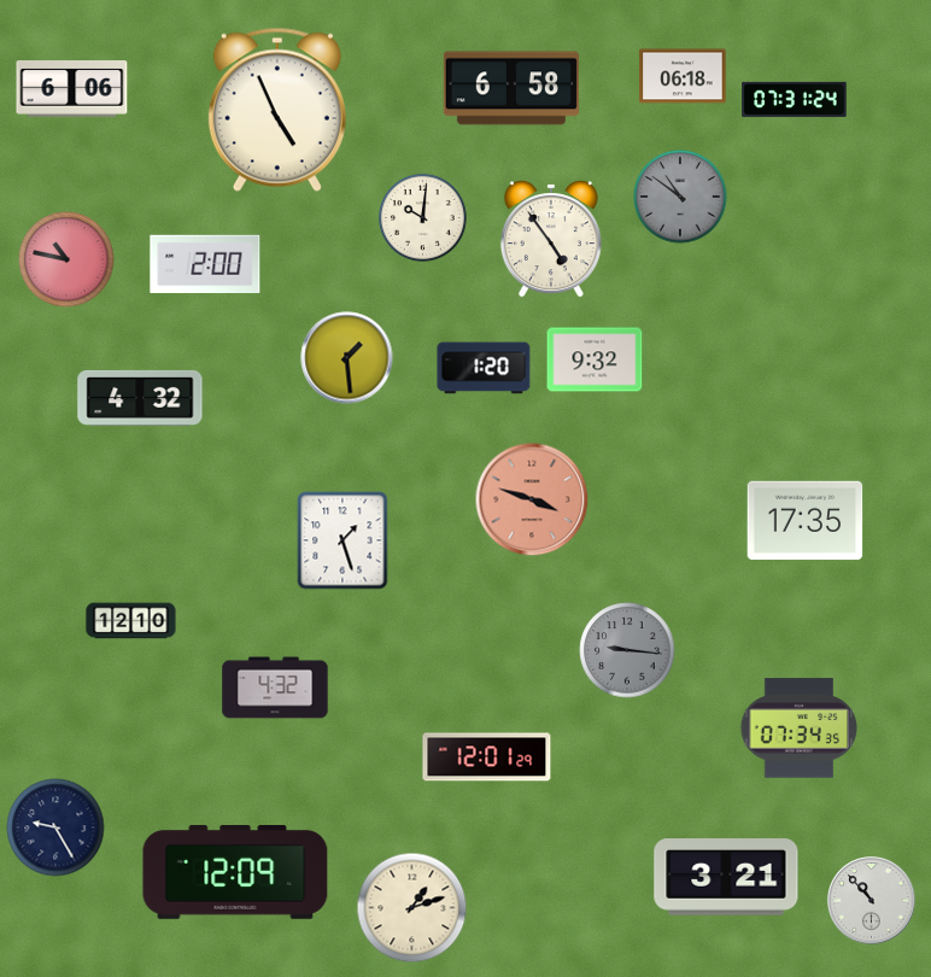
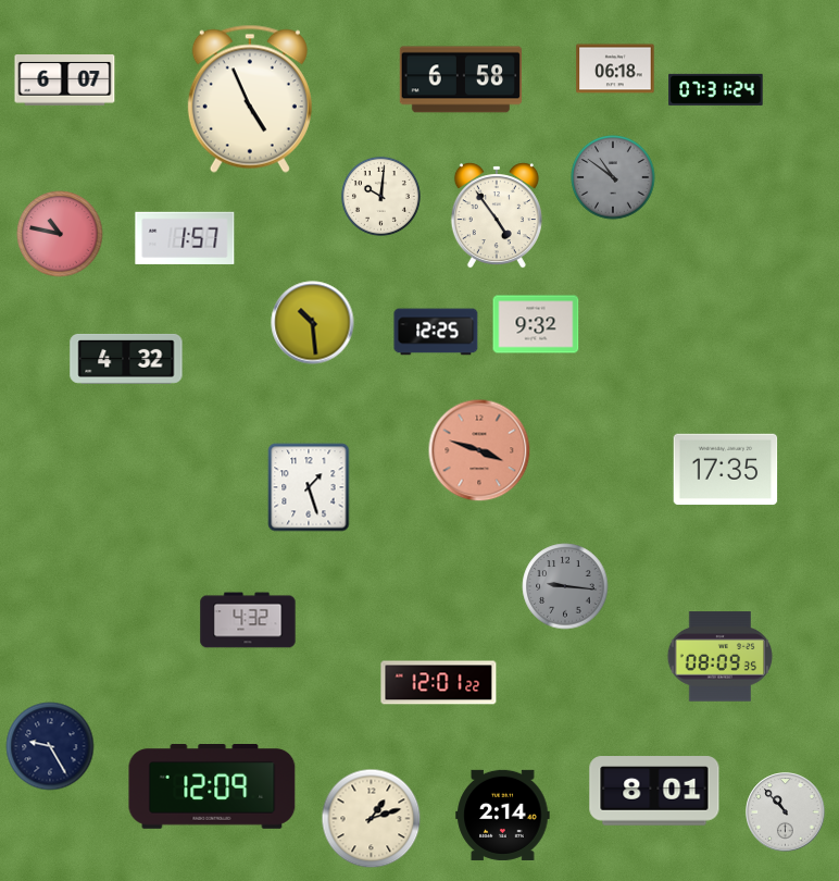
clock at (72, 89): 6:06 -> 6:07
clock at (205, 264): 2:00 -> 1:57
clock at (347, 358): 1:29 -> 10:29
clock at (484, 368): 1:20 -> 12:25
clock at (131, 621): 12:10 -> none
clock at (800, 729): 07:34 -> 08:09
clock at (487, 757): 12:01:29 -> 12:01:22
clock at (726, 877): 3:21 -> 8:01
clock at (503, 815): none -> 2:14
